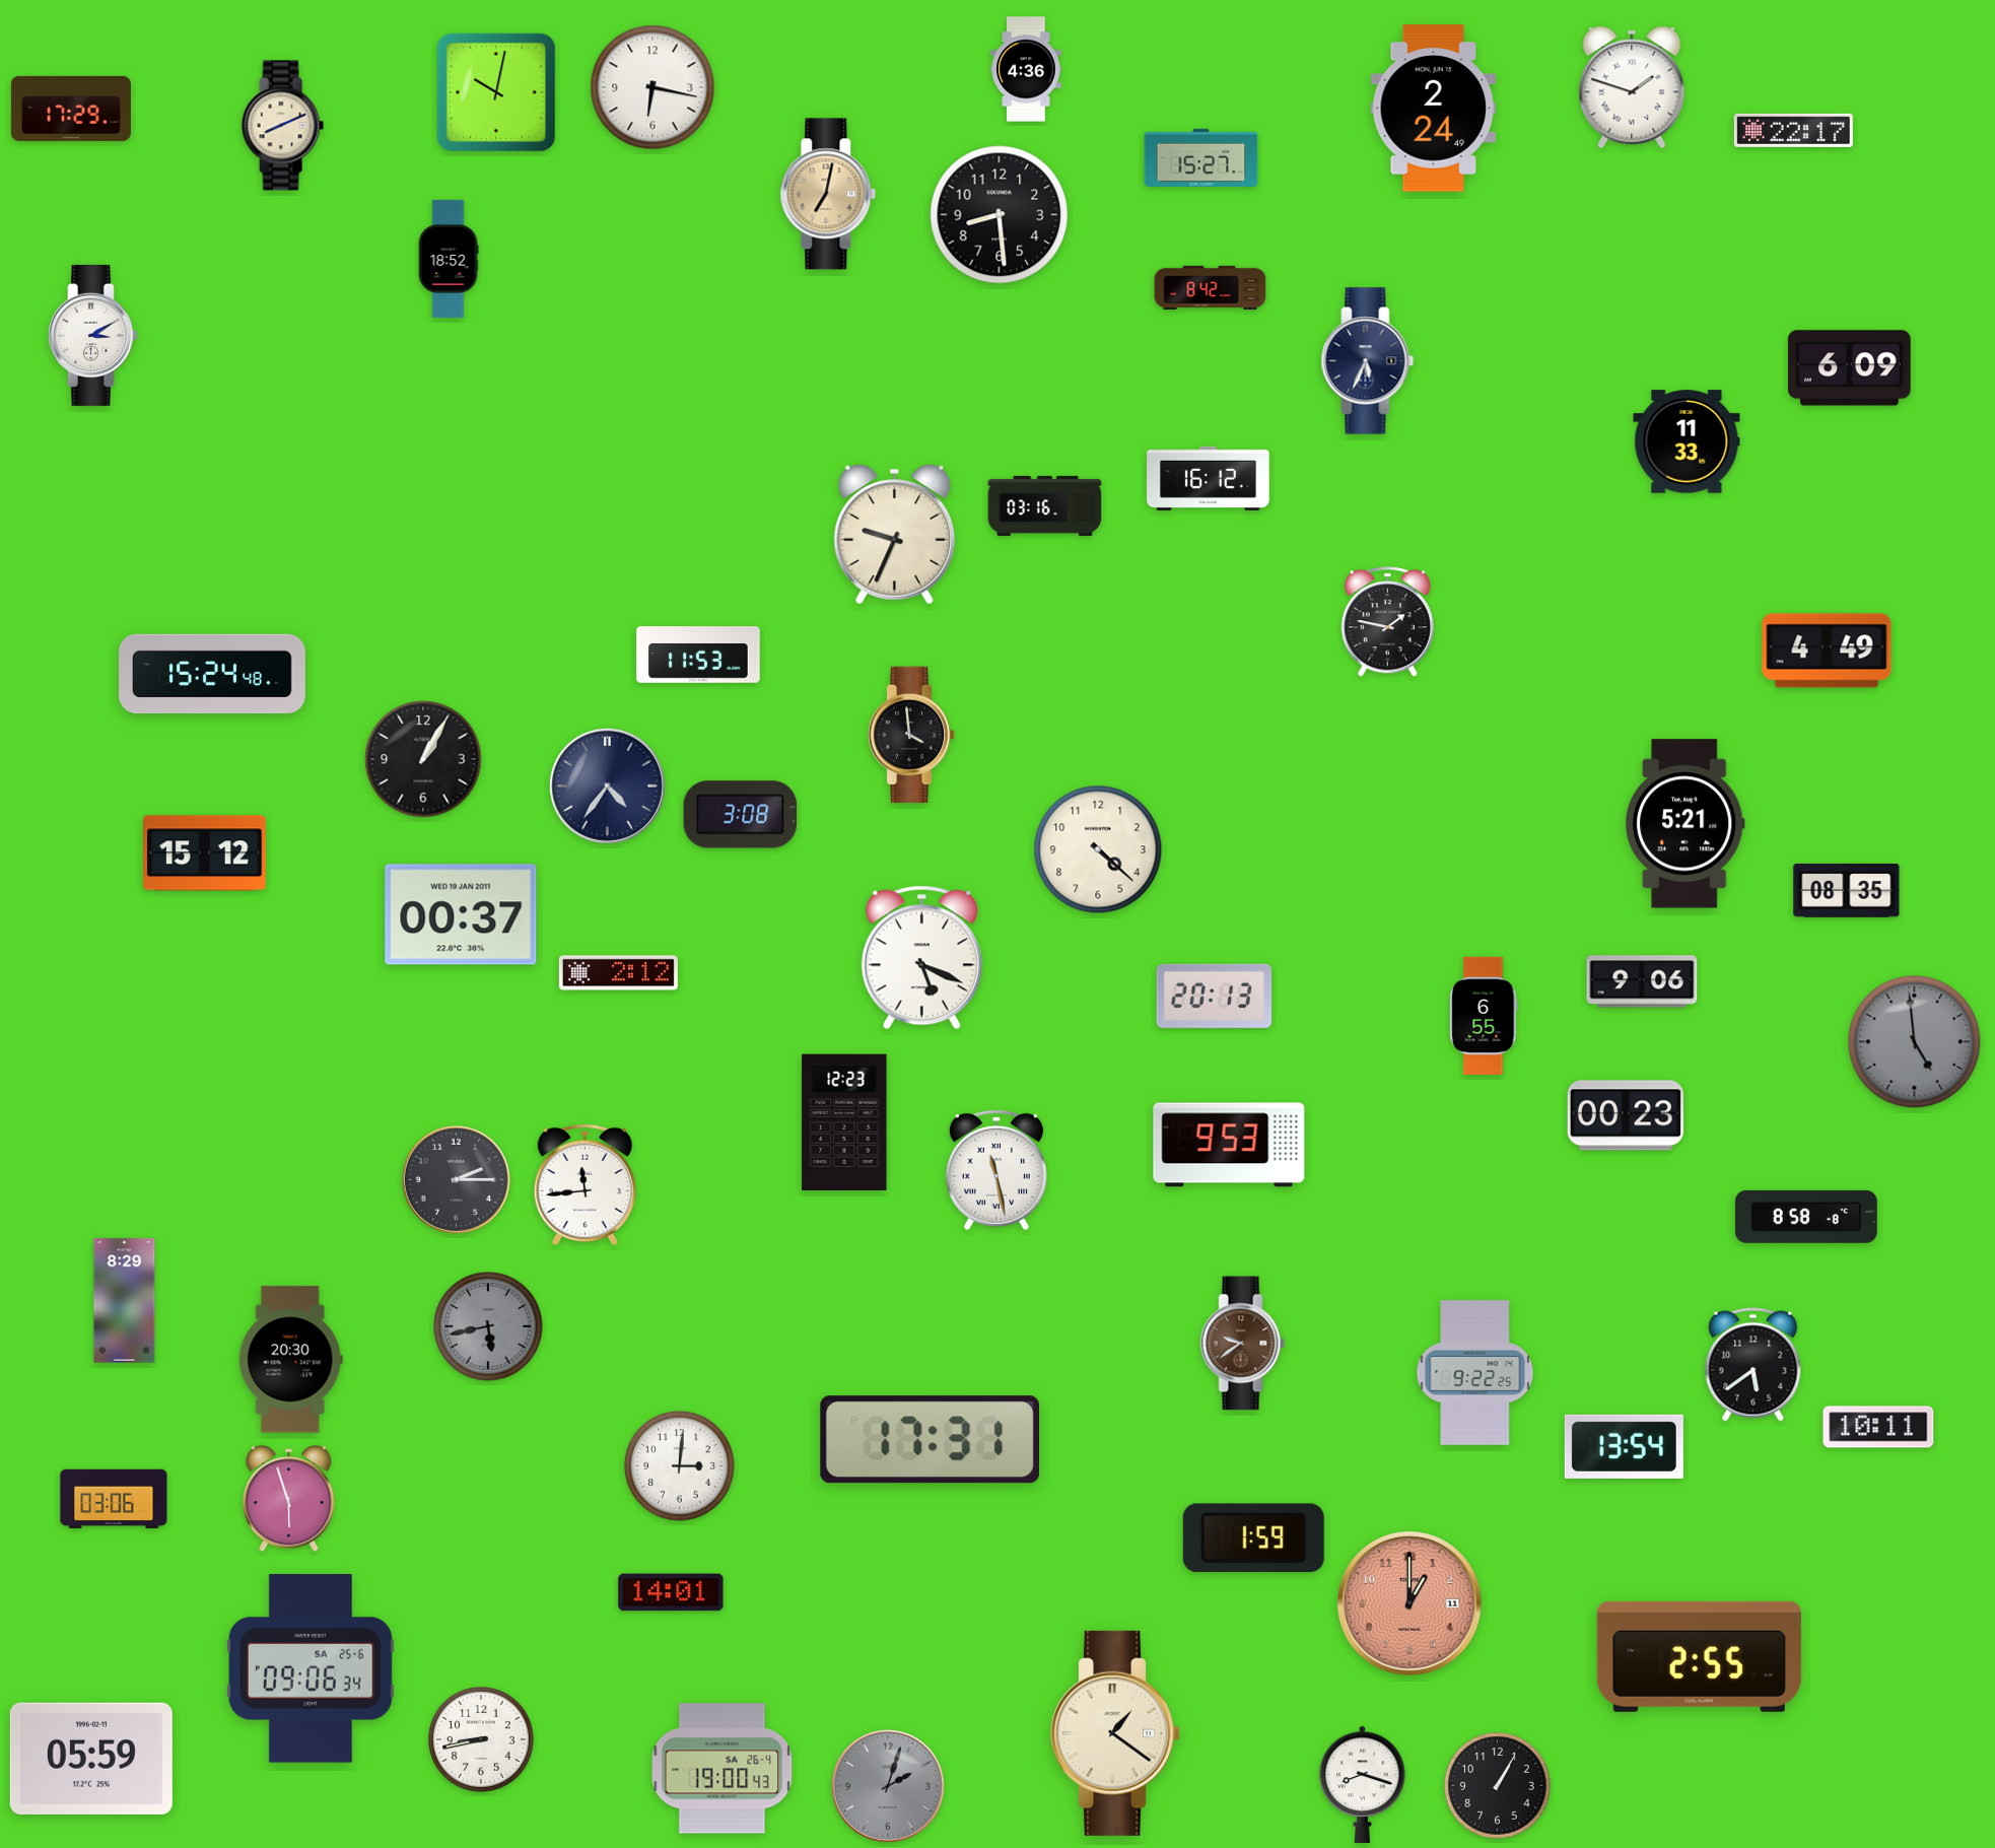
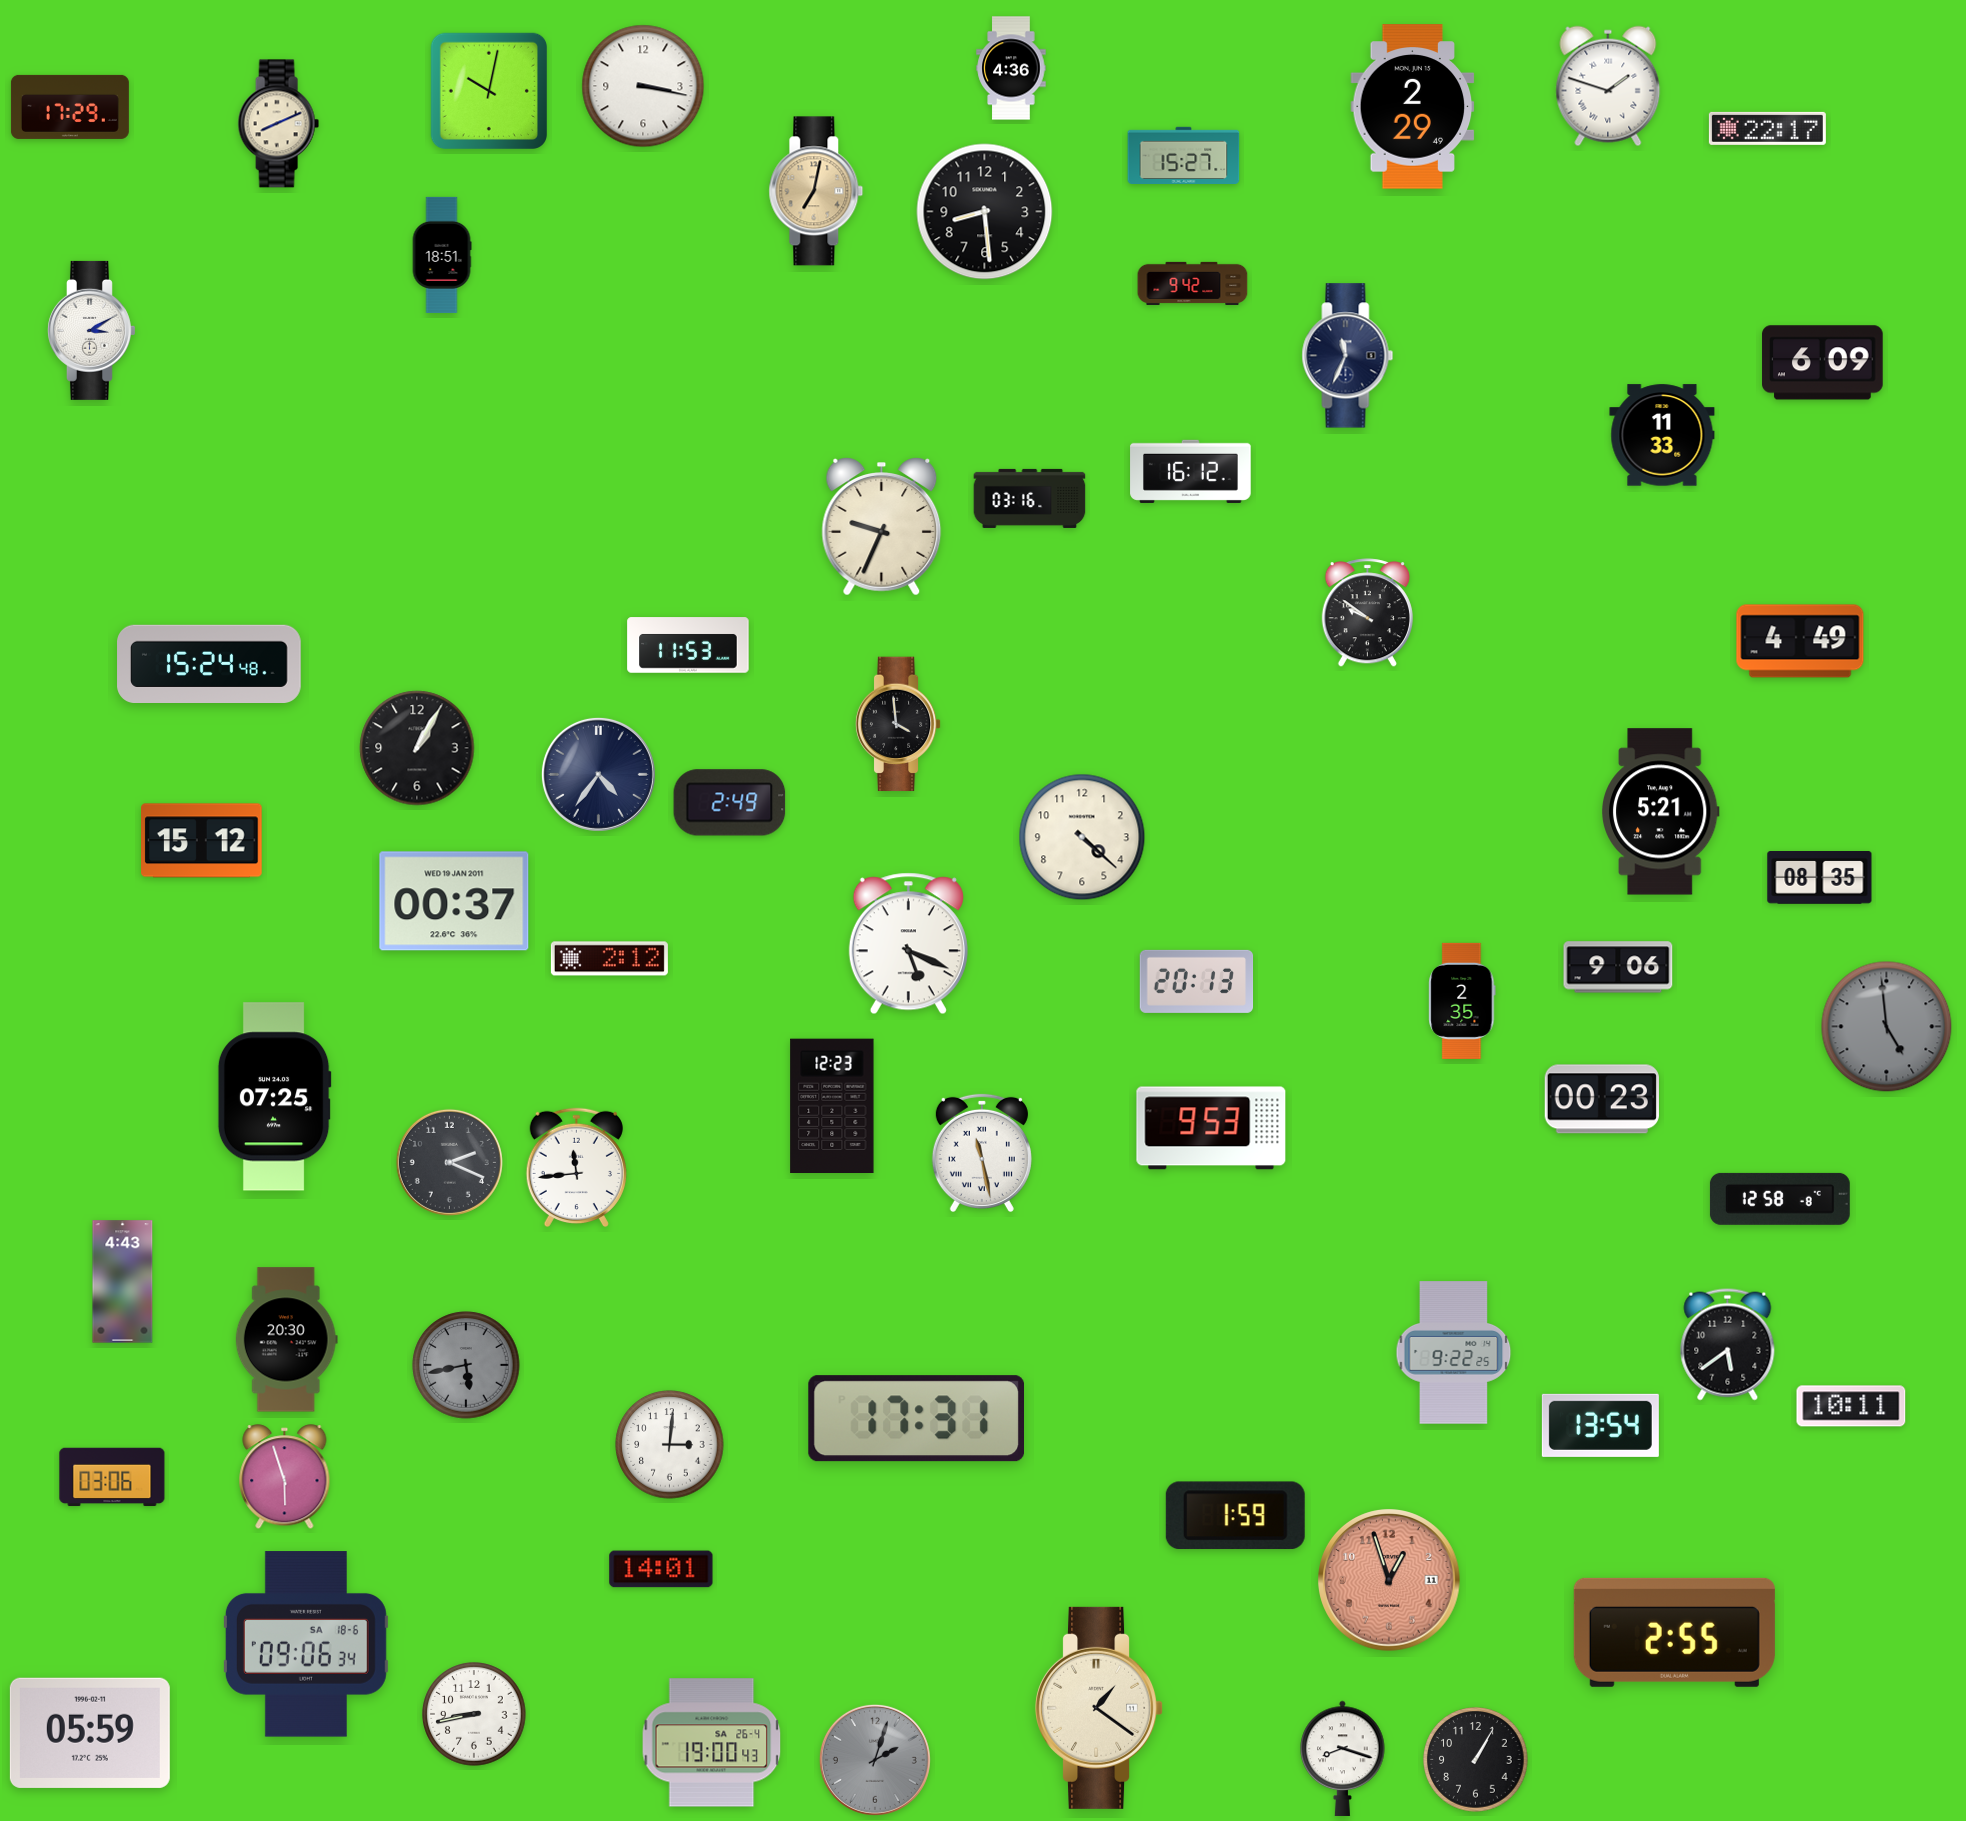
clock at (652, 87): 6:17 -> 3:17
clock at (1434, 109): 2:24 -> 2:29
clock at (449, 259): 18:52 -> 18:51
clock at (1211, 287): 8:42 -> 9:42
clock at (1368, 361): 5:34 -> 11:34
clock at (1387, 622): 1:47 -> 9:51
clock at (741, 815): 3:08 -> 2:49
clock at (1484, 1016): 6:55 -> 2:35
clock at (274, 1097): none -> 07:25
clock at (456, 1179): 2:15 -> 2:19
clock at (1806, 1217): 8:58 -> 12:58
clock at (125, 1301): 8:29 -> 4:43
clock at (488, 1326) position: (488, 1326) -> (466, 1365)
clock at (1243, 1344): 9:39 -> none
clock at (1411, 1604): 1:00 -> 12:57
clock at (311, 1668) date: SA 25-6 -> SA 18-6
